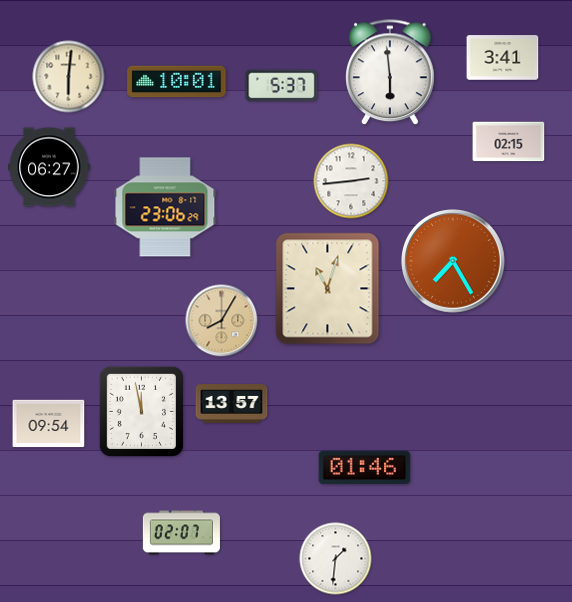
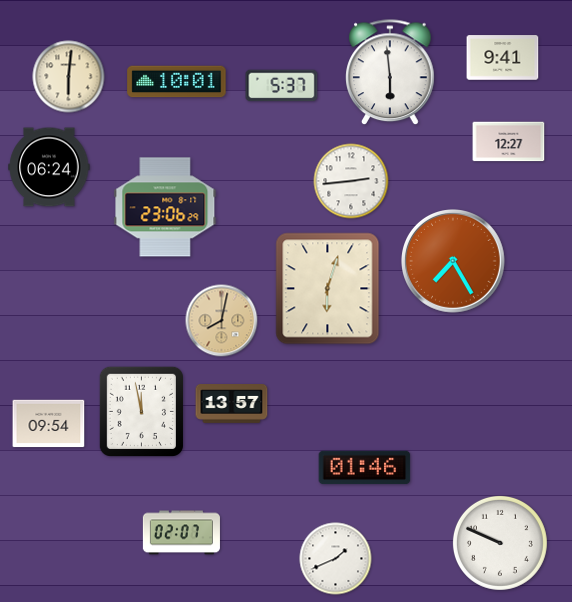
clock at (503, 58): 3:41 -> 9:41
clock at (509, 142): 02:15 -> 12:27
clock at (49, 167): 06:27 -> 06:24
clock at (328, 289): 11:03 -> 6:03
clock at (222, 321): 8:05 -> 8:02
clock at (500, 543): none -> 9:49
clock at (336, 559): 1:31 -> 1:41
